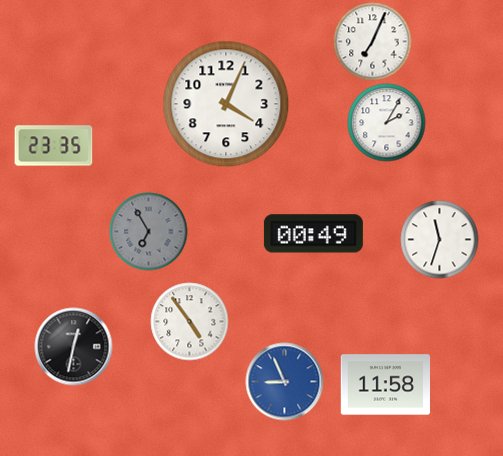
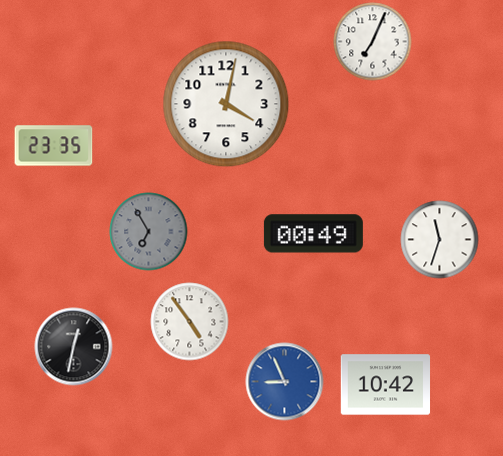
clock at (226, 104): 4:04 -> 4:02
clock at (386, 122): 2:05 -> none
clock at (385, 385): 11:58 -> 10:42
